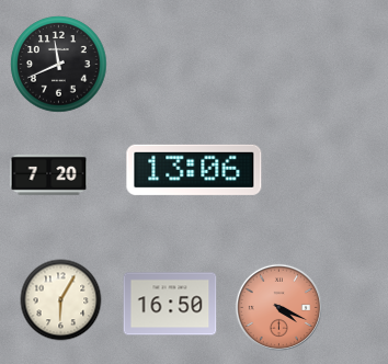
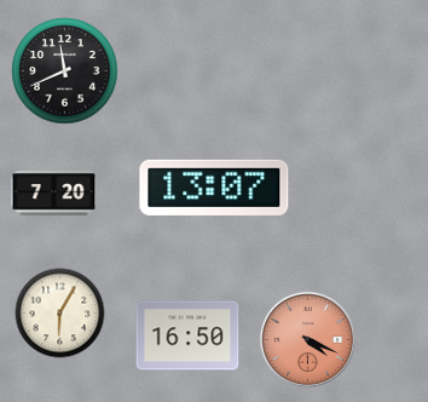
clock at (194, 170): 13:06 -> 13:07
clock at (61, 300) position: (61, 300) -> (60, 314)
